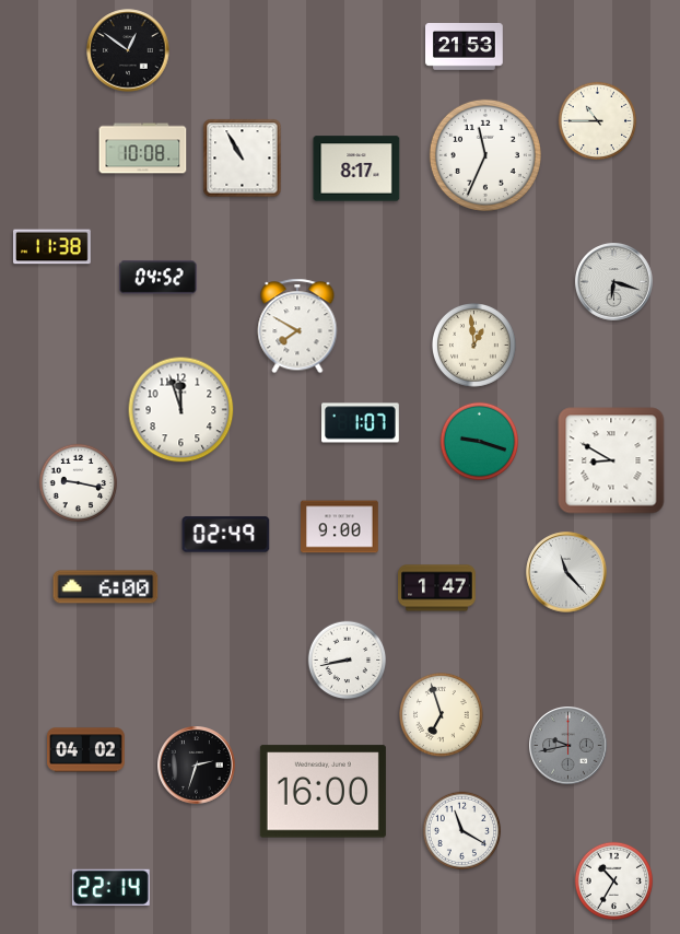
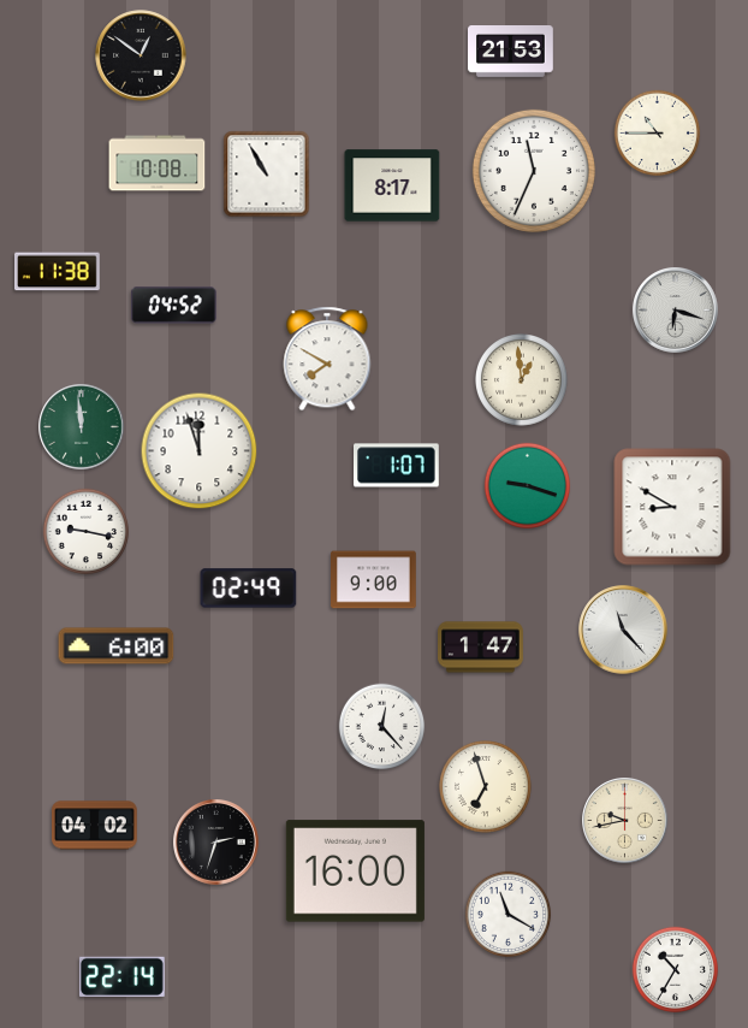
clock at (82, 427): none -> 11:59
clock at (348, 661): 8:43 -> 12:23
clock at (568, 746) dial: grey -> cream
